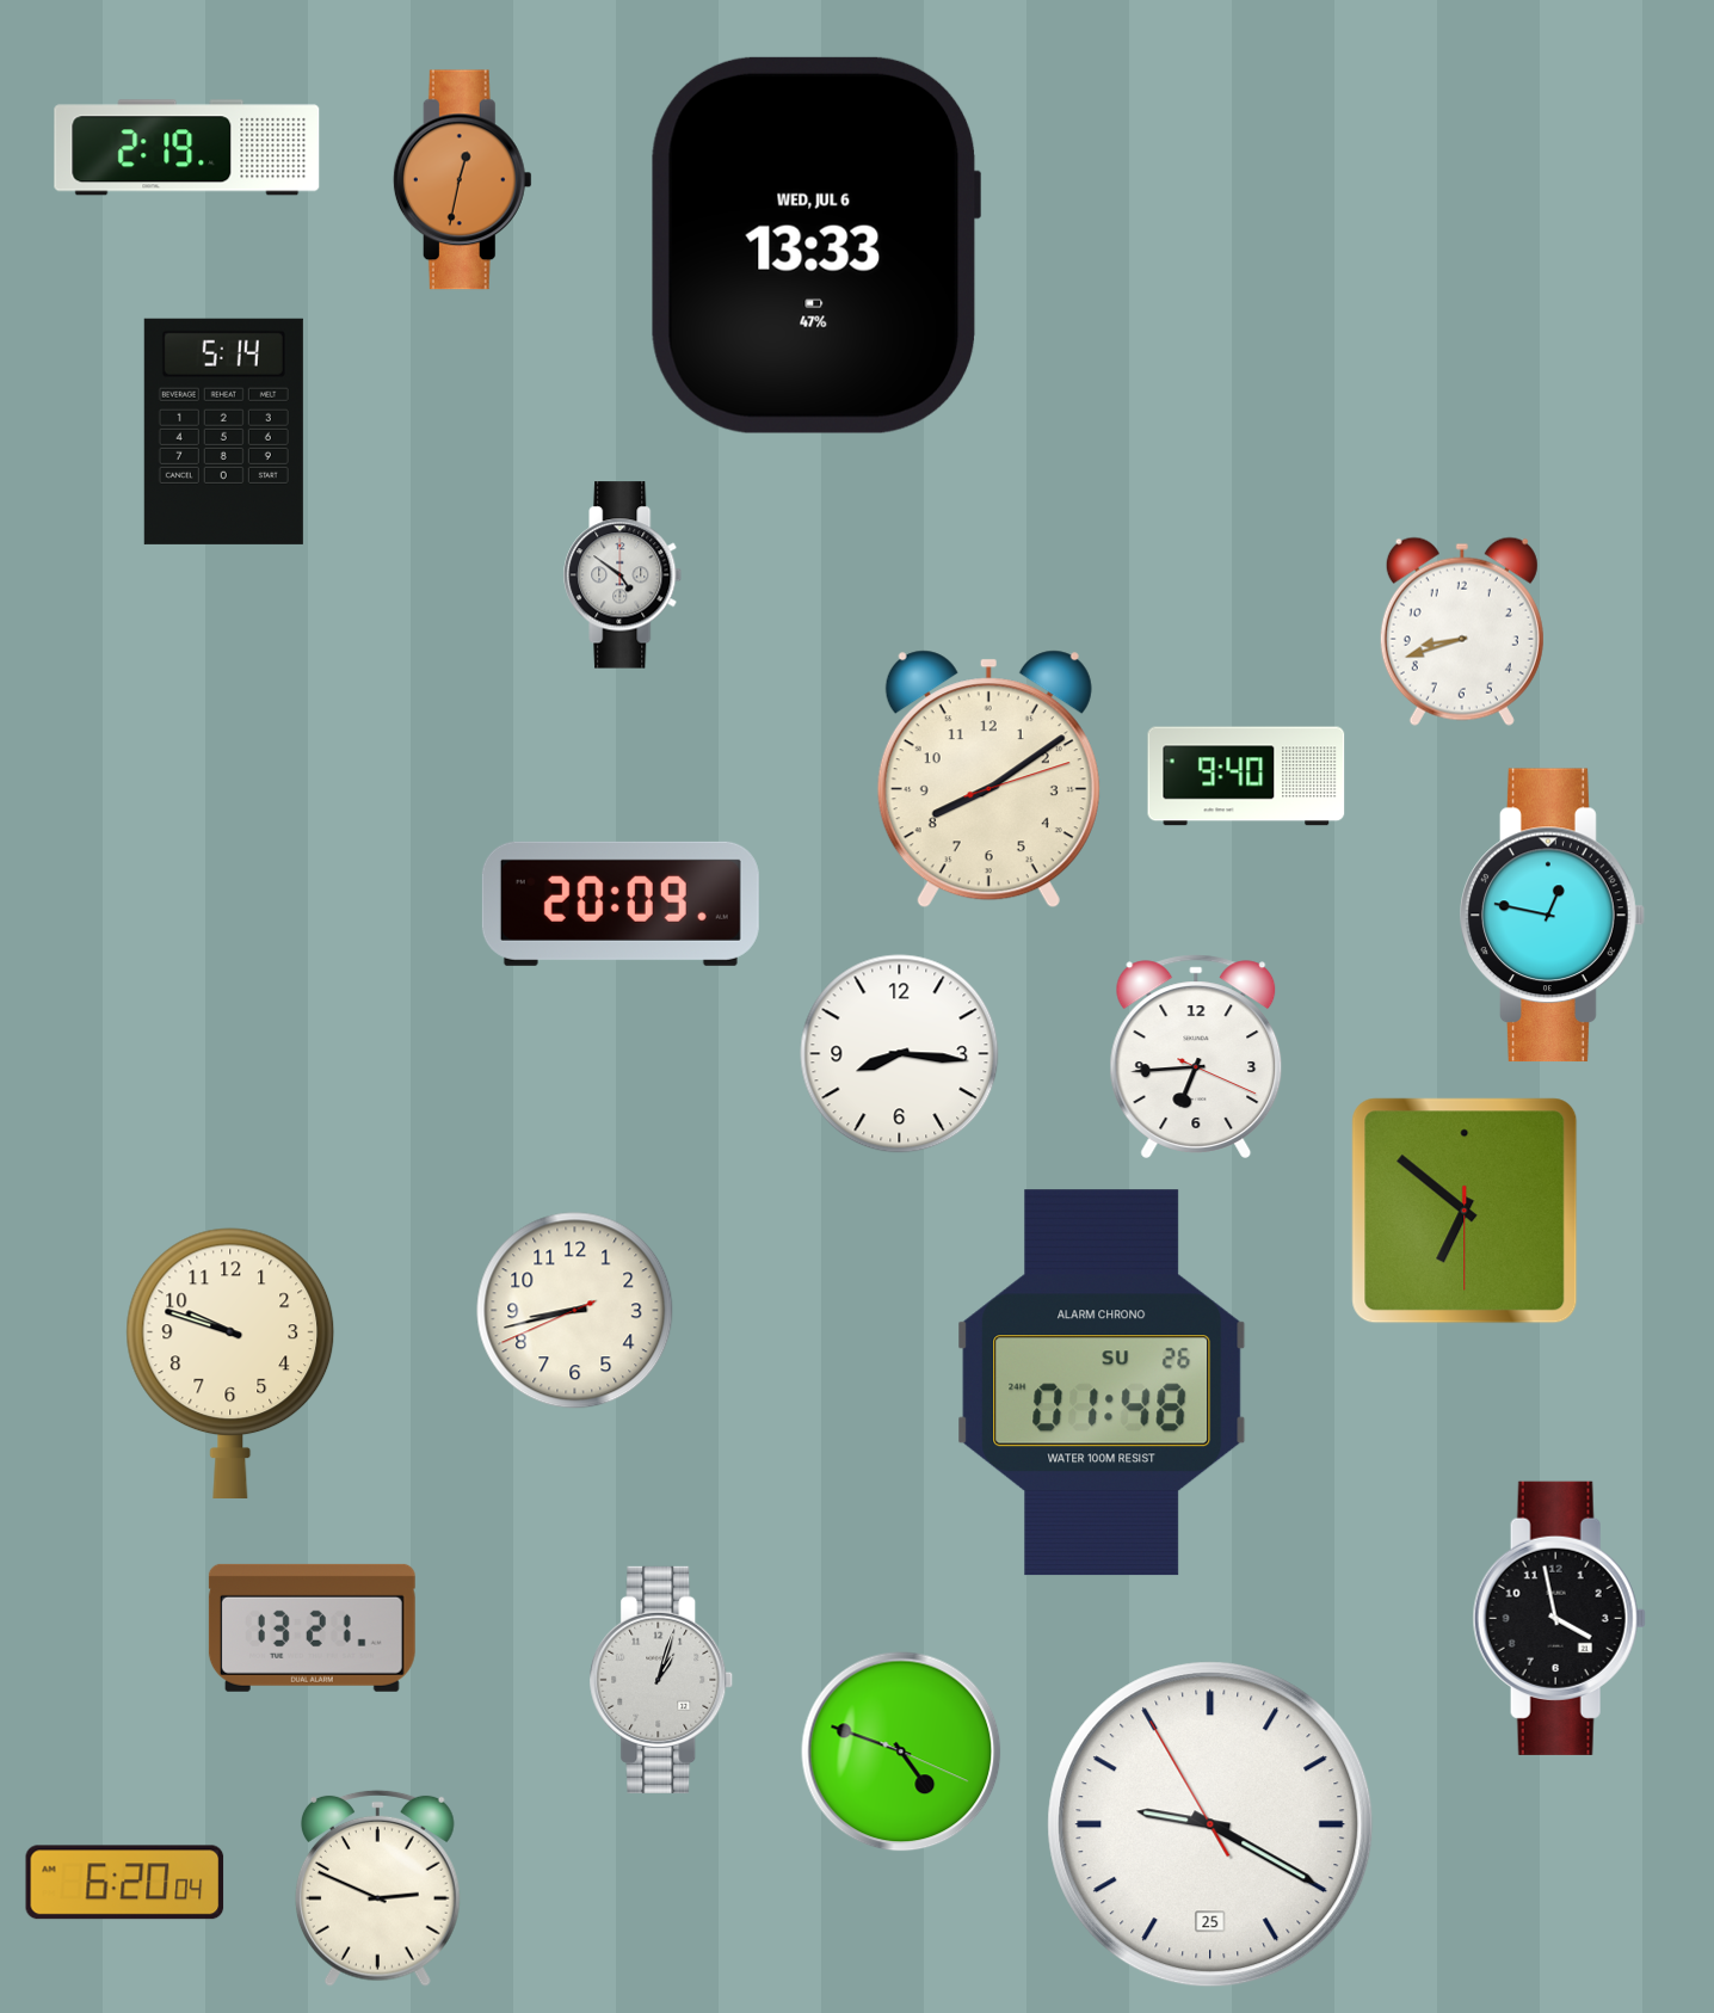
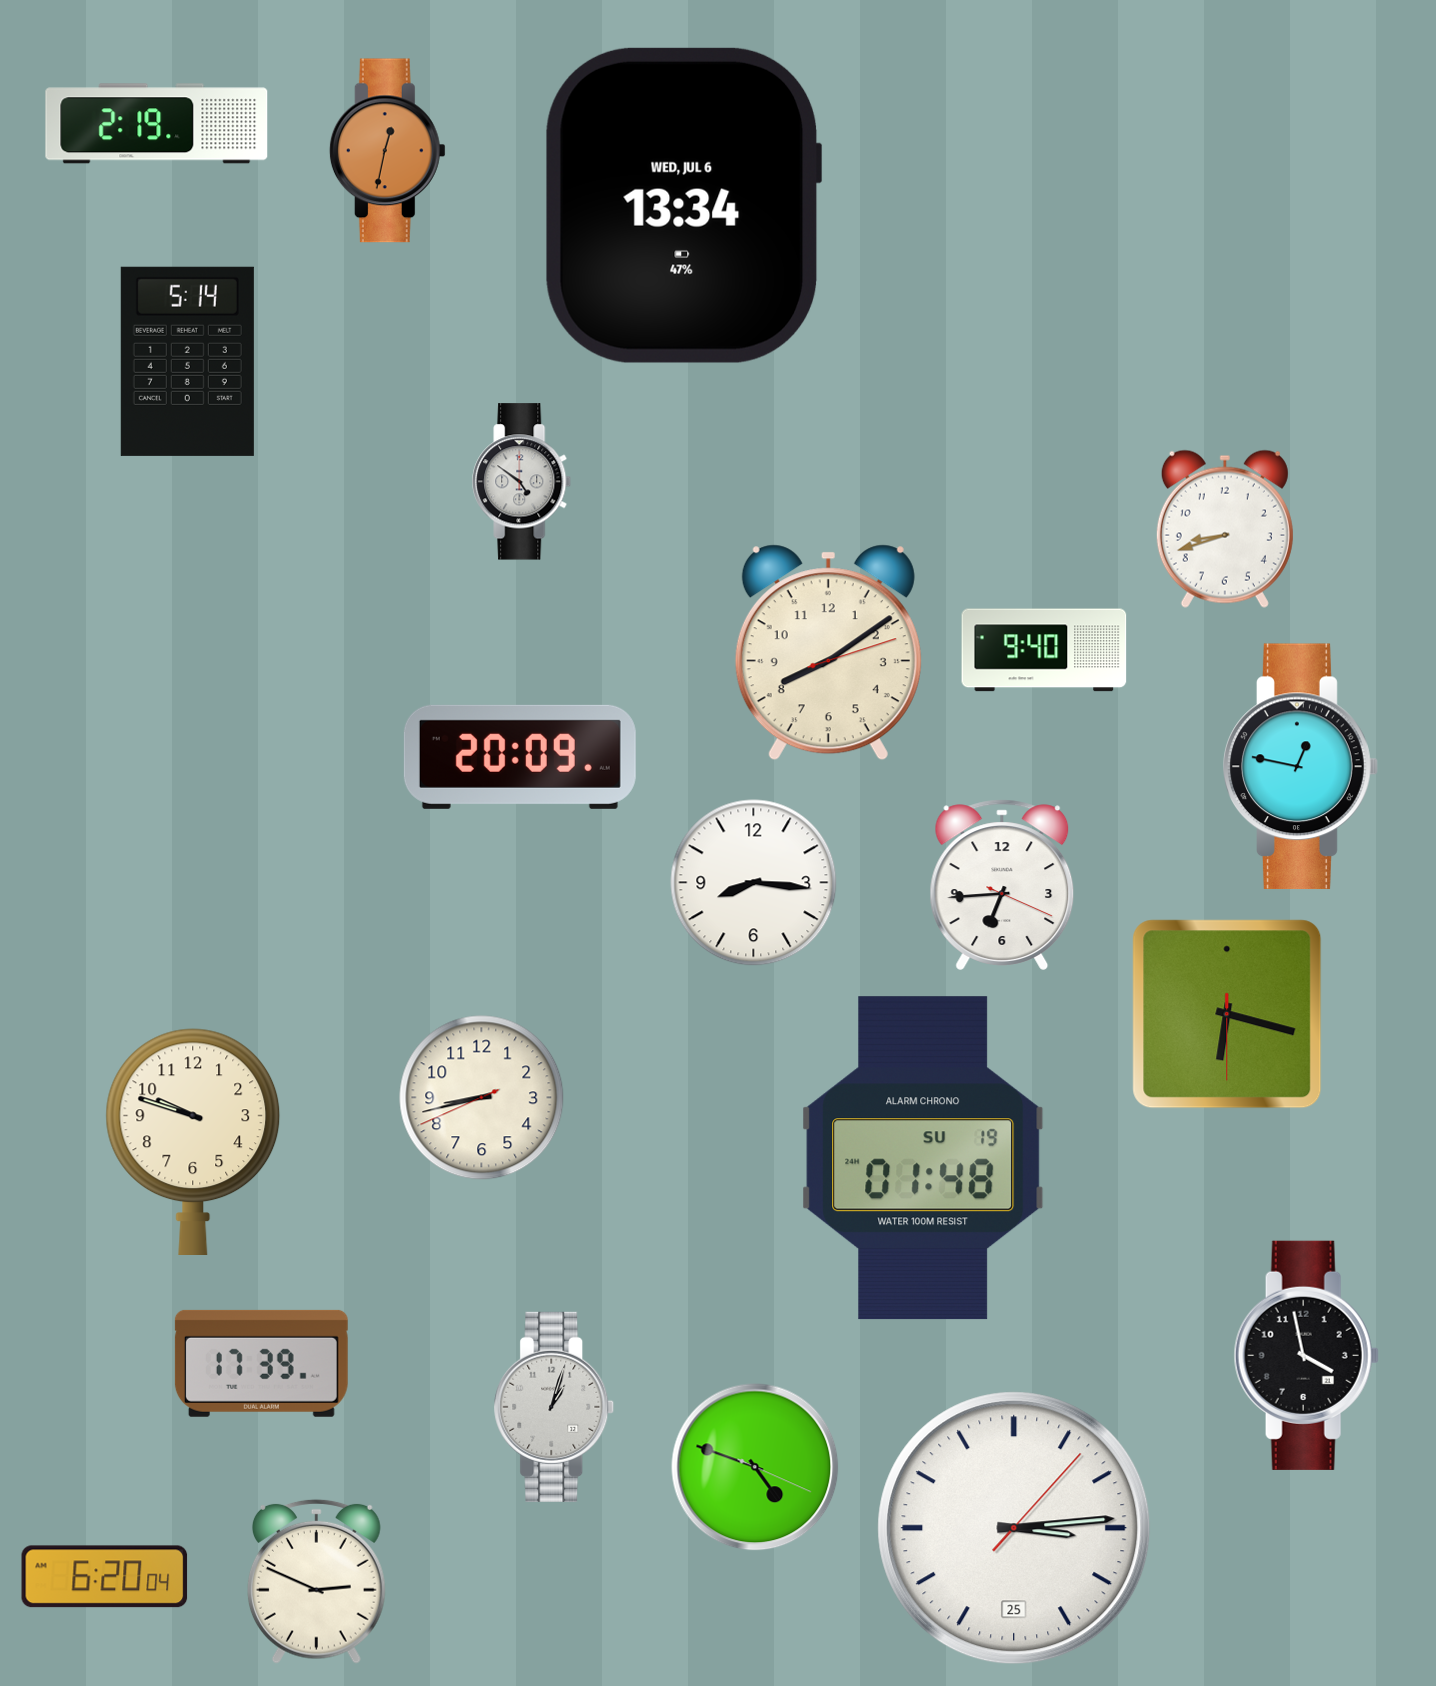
clock at (815, 245): 13:33 -> 13:34
clock at (1465, 1211): 6:51 -> 6:17
clock at (1102, 1383) date: SU 26 -> SU 19
clock at (312, 1627): 13:21 -> 17:39
clock at (1210, 1824): 9:19 -> 3:14
